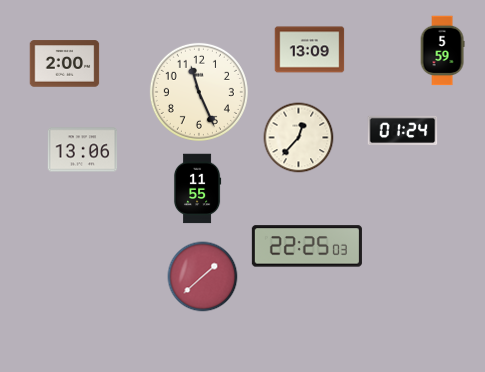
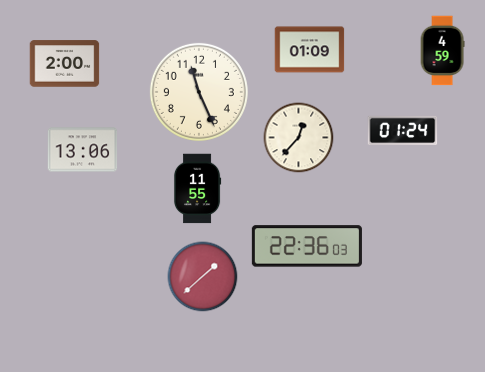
clock at (310, 50): 13:09 -> 01:09
clock at (442, 51): 5:59 -> 4:59
clock at (307, 246): 22:25 -> 22:36
